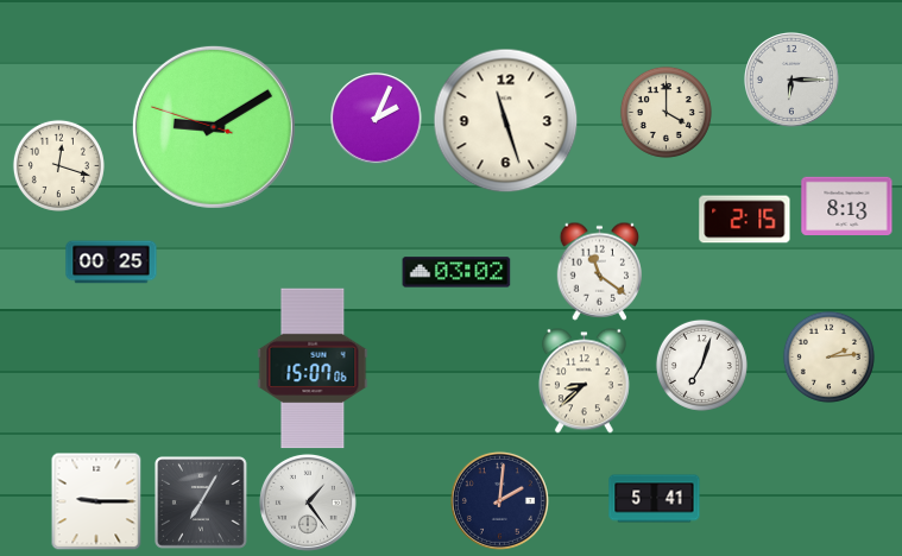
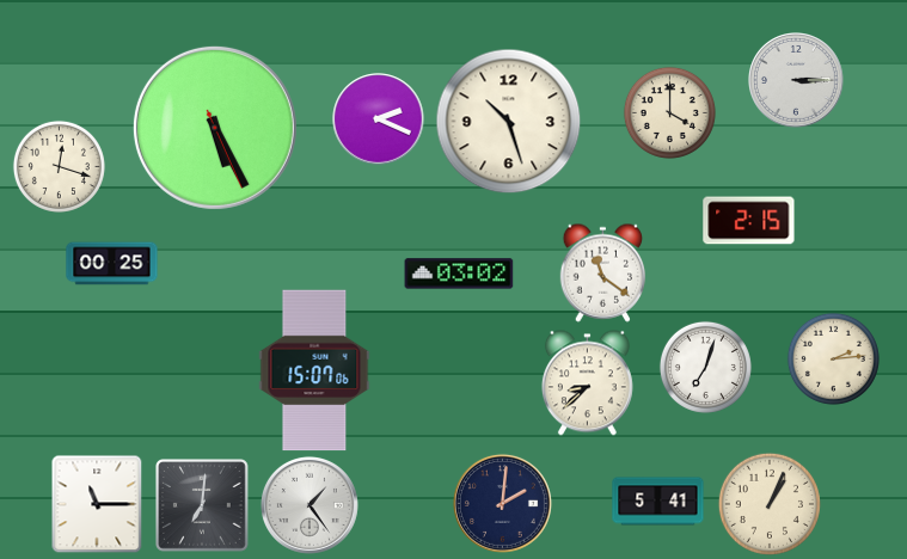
clock at (793, 81): 6:15 -> 3:15
clock at (377, 119): 2:04 -> 2:19
clock at (506, 121): 11:27 -> 10:27
clock at (214, 127): 9:09 -> 5:25
clock at (847, 206): 8:13 -> none
clock at (96, 501): 9:15 -> 11:15
clock at (770, 504): none -> 1:04
clock at (202, 504): 7:05 -> 7:01
